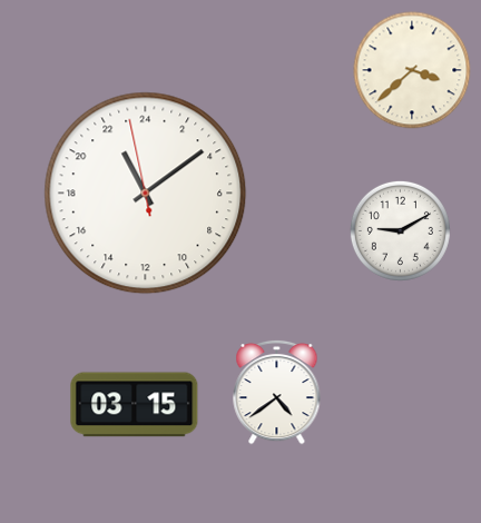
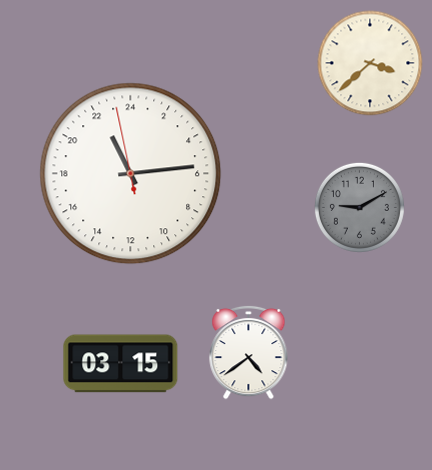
clock at (146, 194): 22:08 -> 22:13
clock at (400, 230) dial: white -> grey
